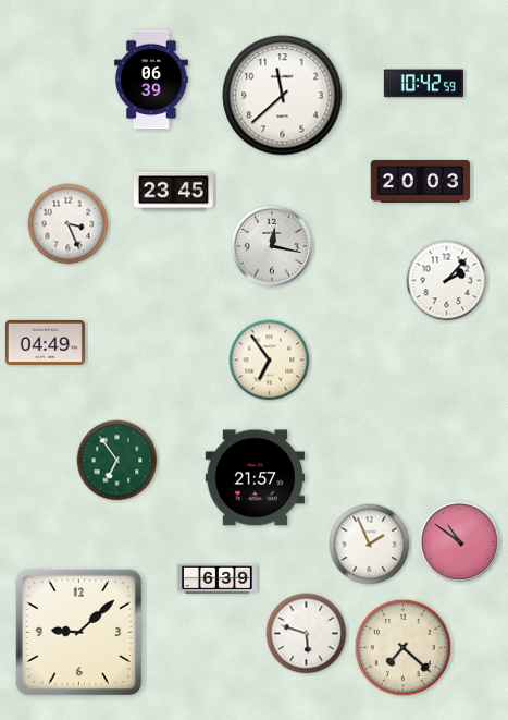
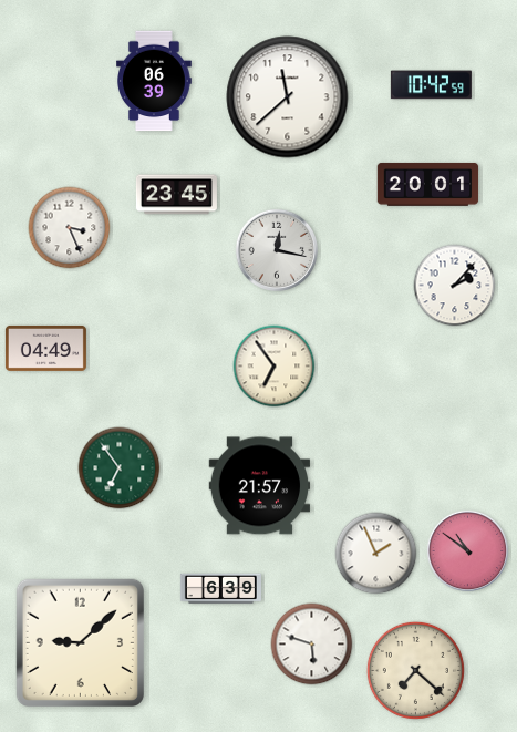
clock at (421, 181): 20:03 -> 20:01
clock at (402, 647) position: (402, 647) -> (415, 670)
